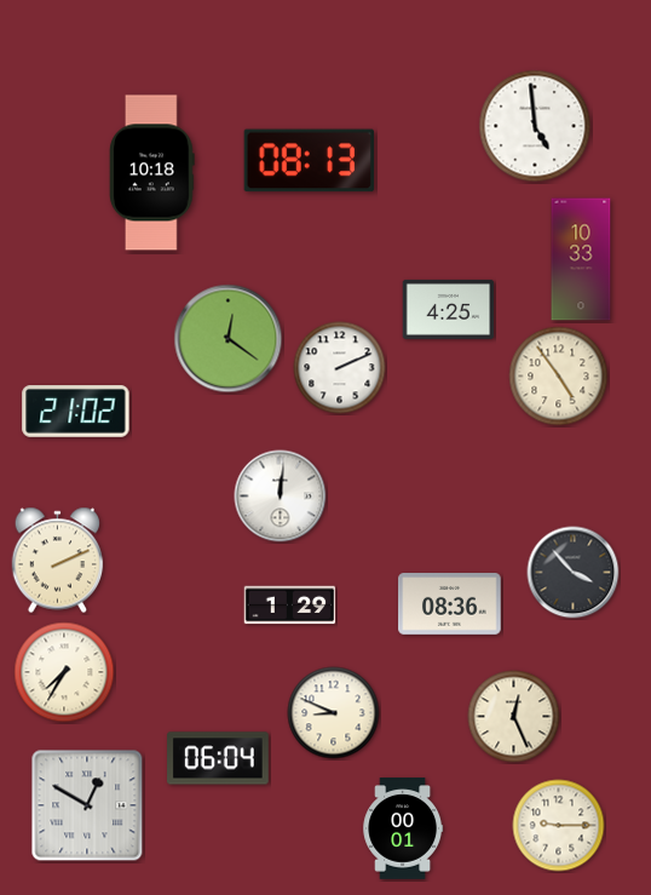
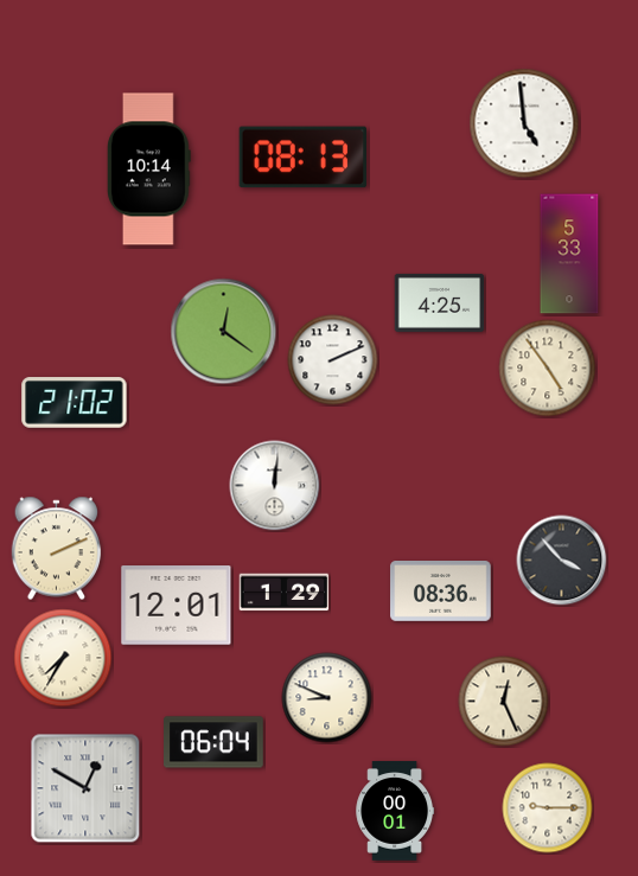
clock at (152, 173): 10:18 -> 10:14
clock at (581, 259): 10:33 -> 5:33
clock at (177, 606): none -> 12:01
